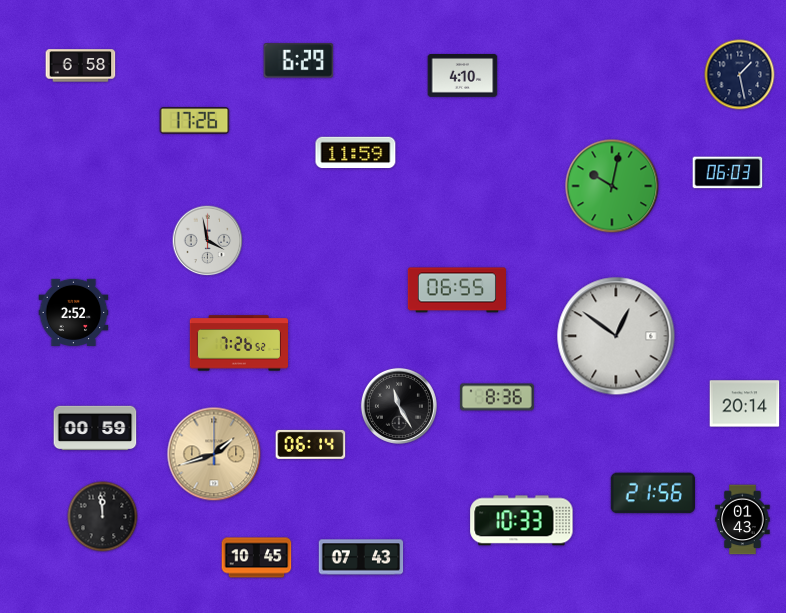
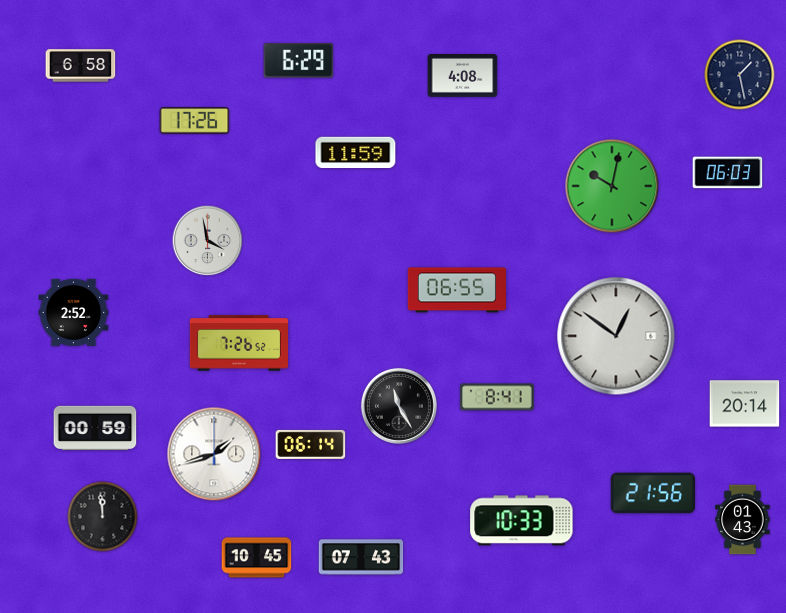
clock at (463, 76): 4:10 -> 4:08
clock at (498, 397): 8:36 -> 8:41
clock at (214, 454) dial: champagne -> white
